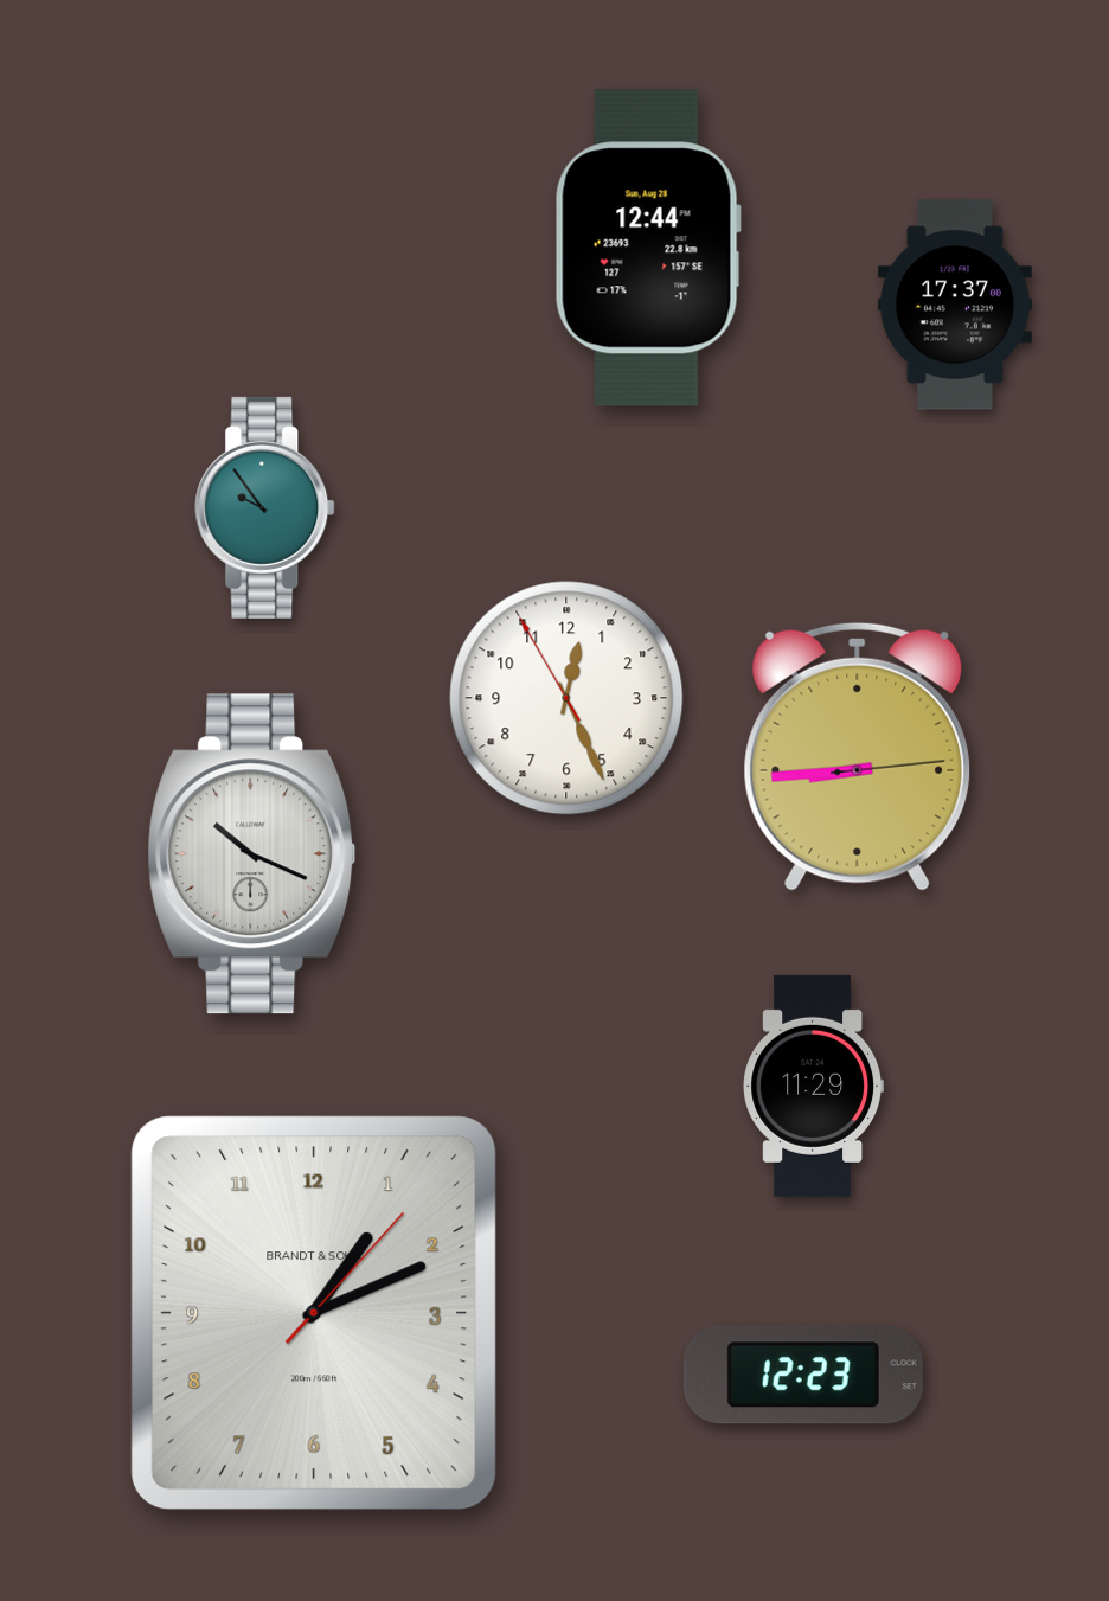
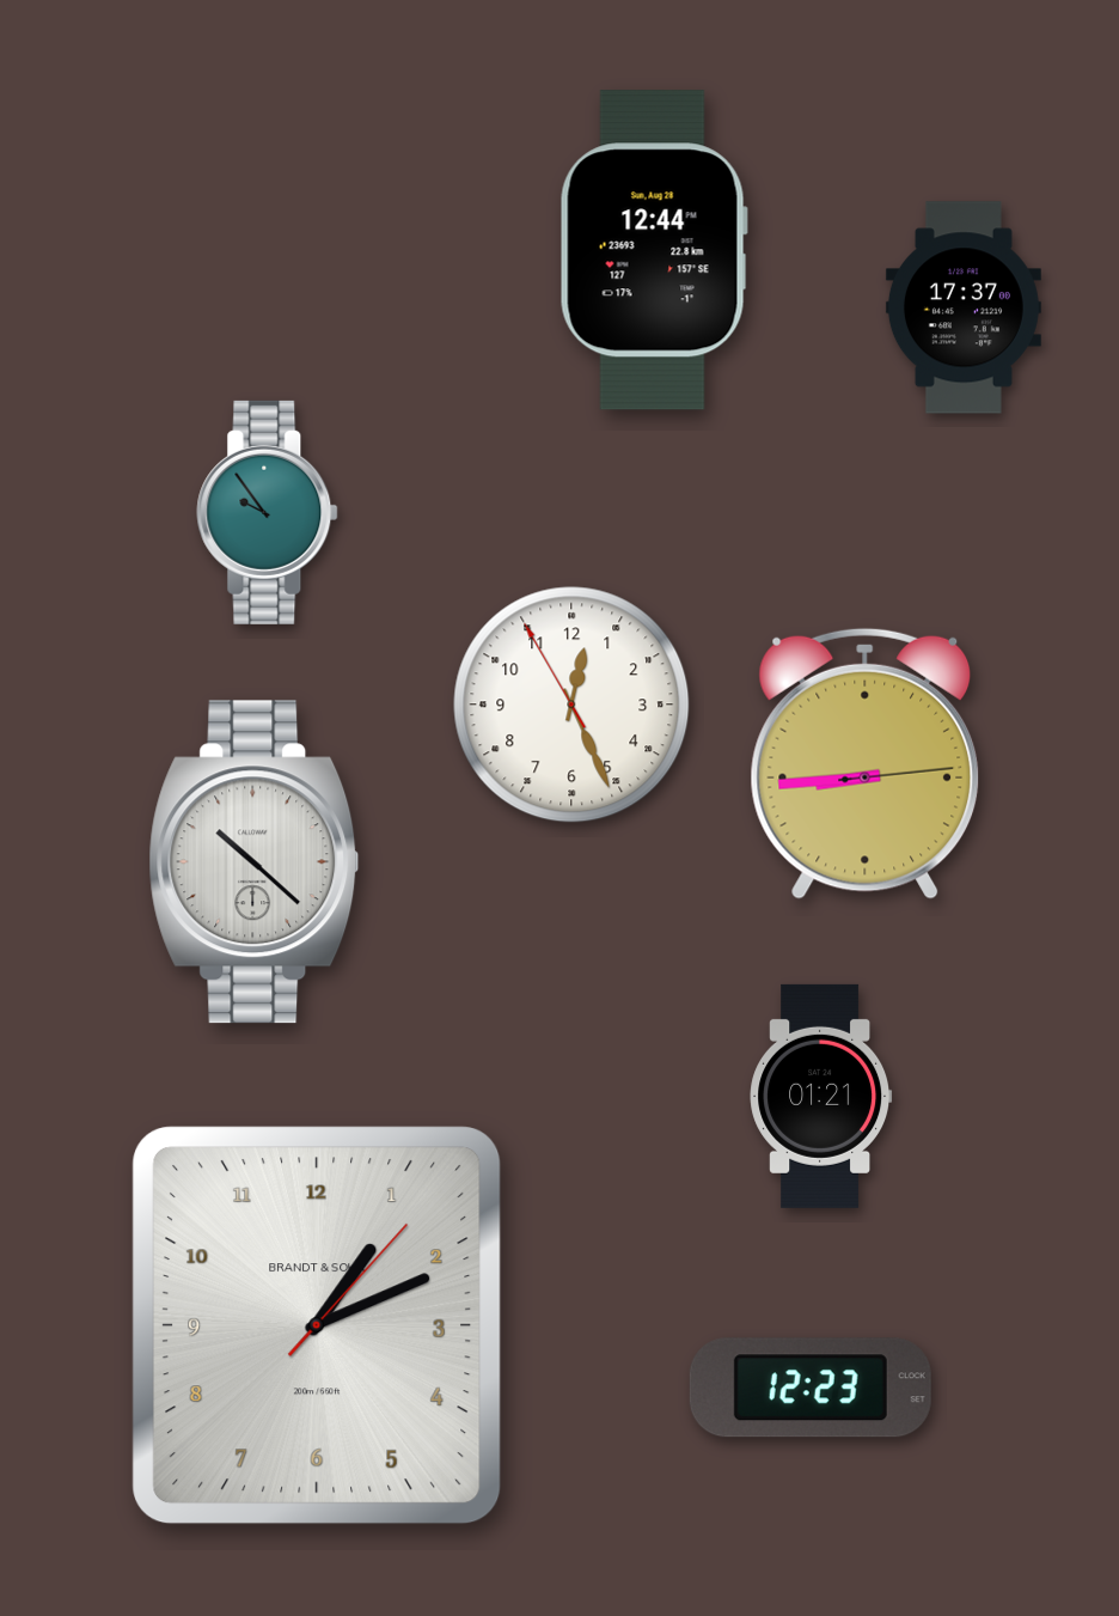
clock at (252, 854): 10:19 -> 10:22
clock at (814, 1086): 11:29 -> 01:21
